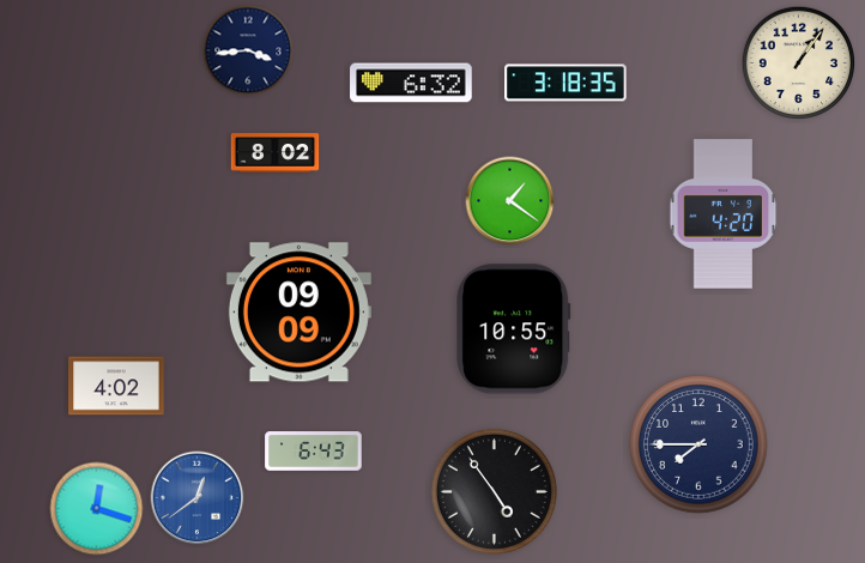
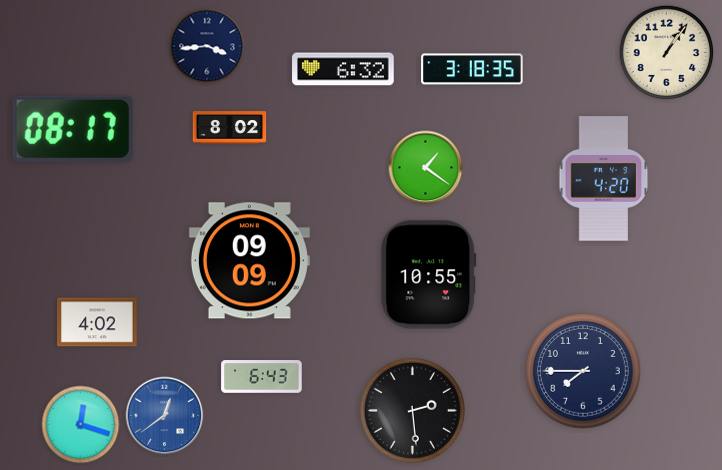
clock at (248, 50) position: (248, 50) -> (207, 46)
clock at (73, 129): none -> 08:17
clock at (494, 491): 4:54 -> 2:29
